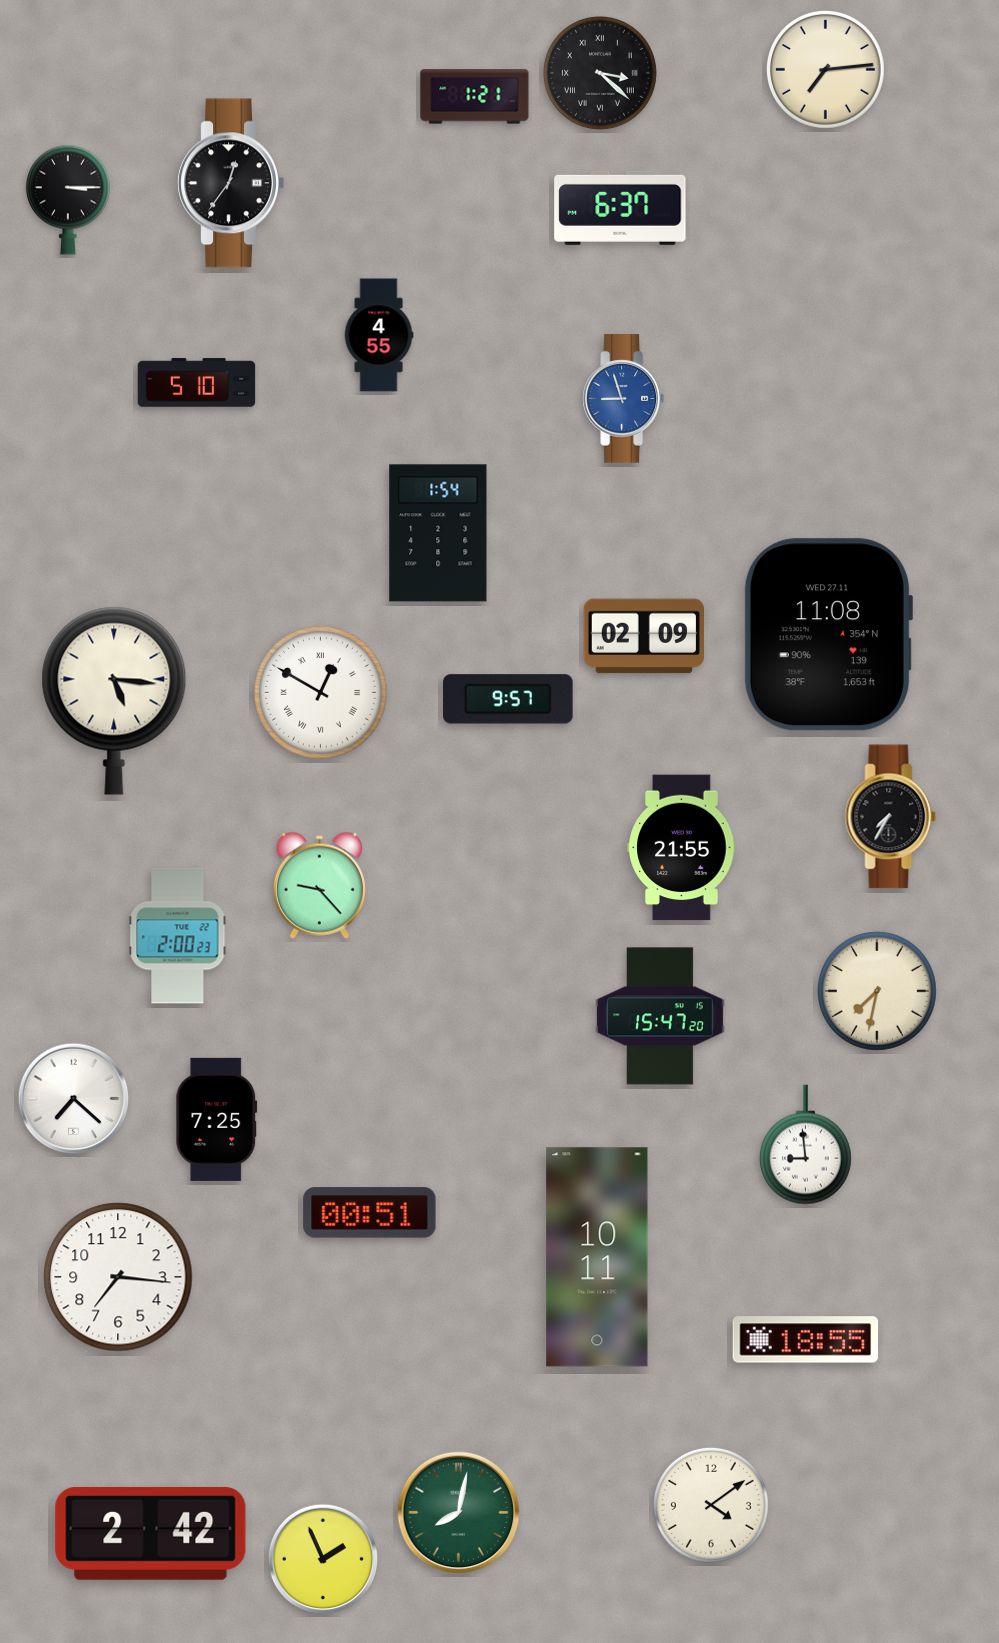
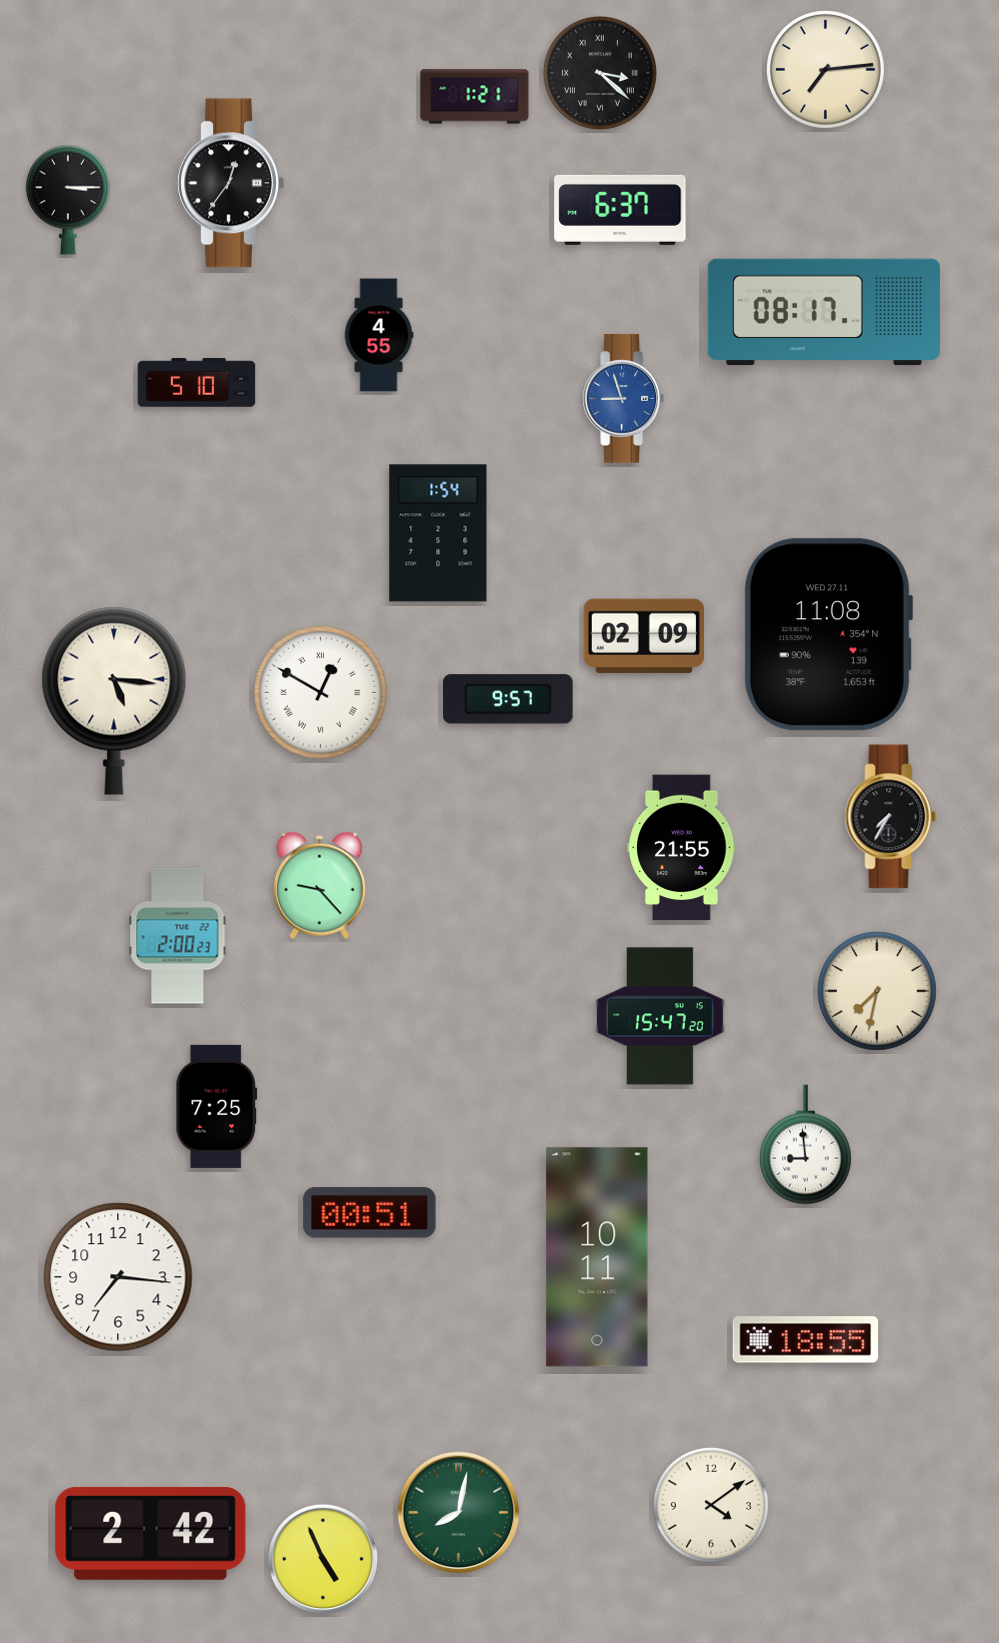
clock at (824, 312): none -> 08:17
clock at (74, 1099): 7:22 -> none
clock at (217, 1119) position: (217, 1119) -> (217, 1106)
clock at (323, 1559): 1:56 -> 4:56
